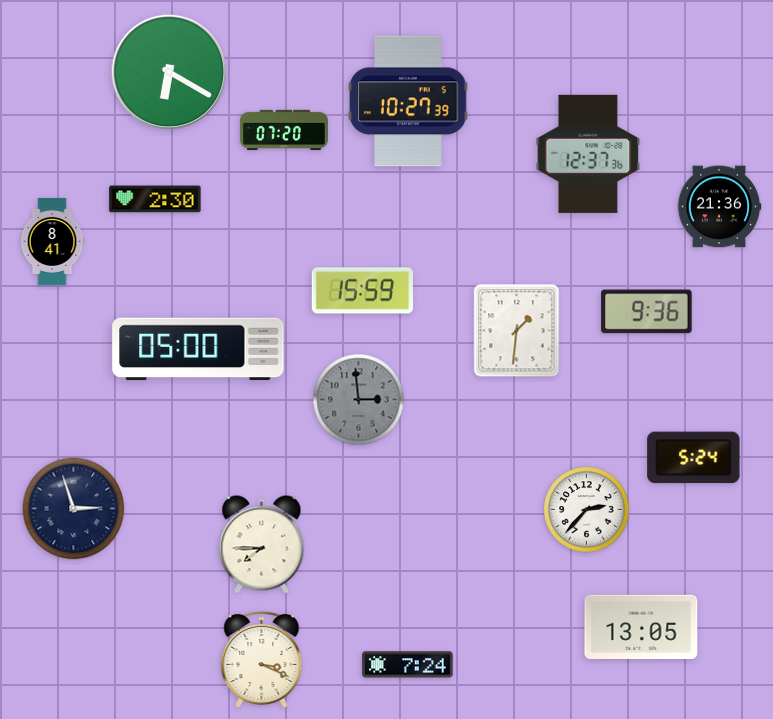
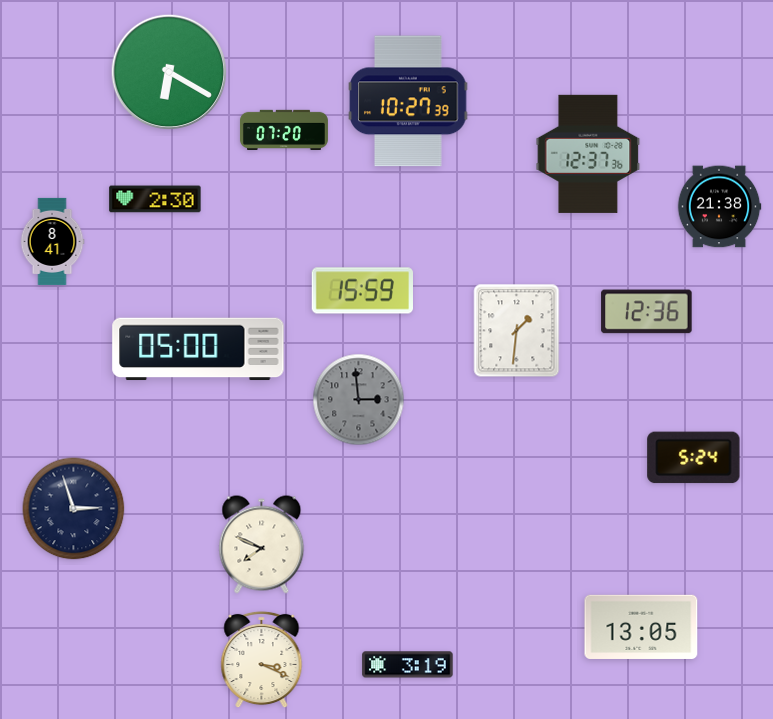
clock at (719, 207): 21:36 -> 21:38
clock at (647, 312): 9:36 -> 12:36
clock at (587, 510): 2:37 -> none
clock at (262, 545): 7:45 -> 7:49
clock at (408, 665): 7:24 -> 3:19
